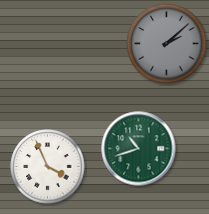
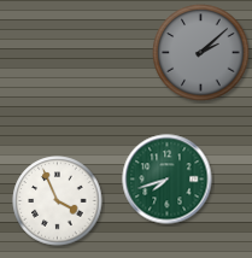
clock at (139, 149): 10:42 -> 7:42
